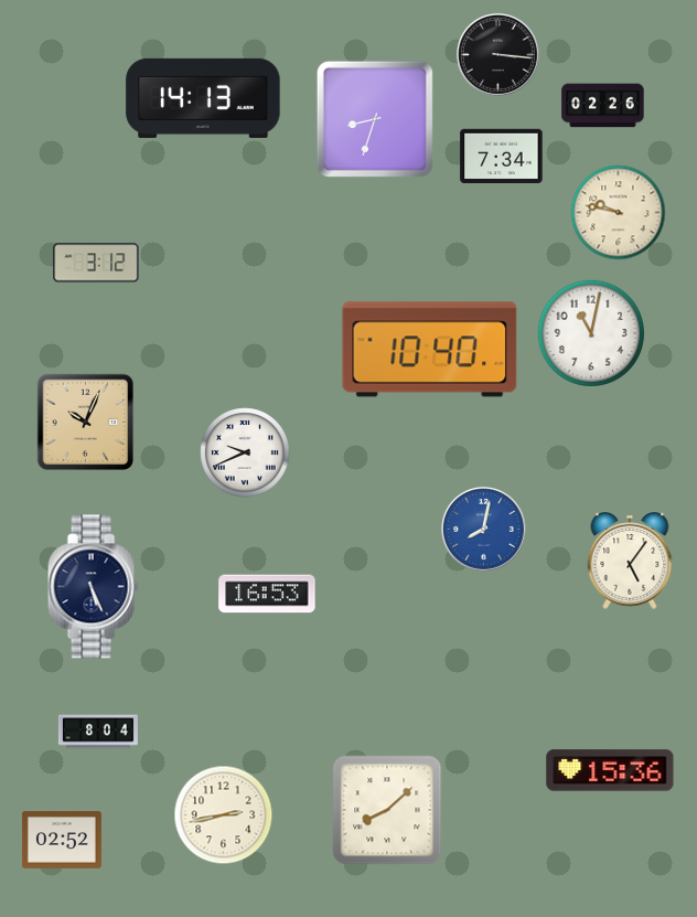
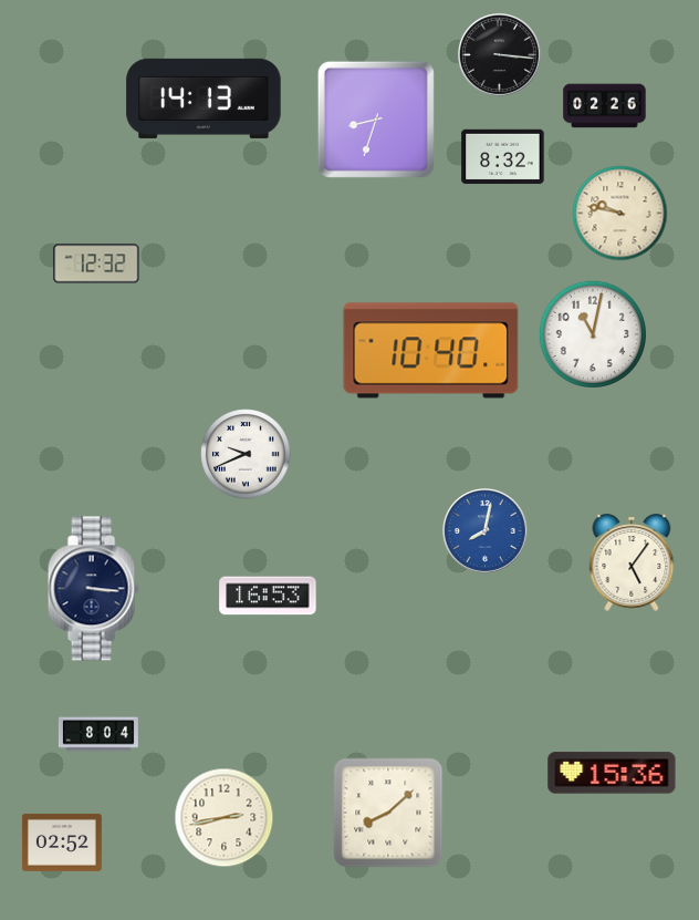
clock at (502, 157): 7:34 -> 8:32
clock at (96, 263): 3:12 -> 12:32
clock at (86, 423): 10:04 -> none
clock at (93, 587): 5:26 -> 3:16
